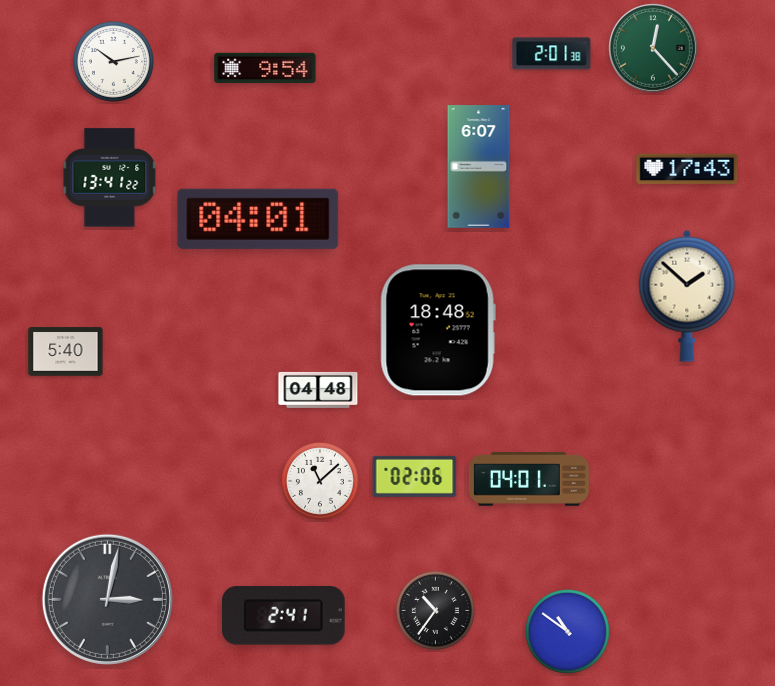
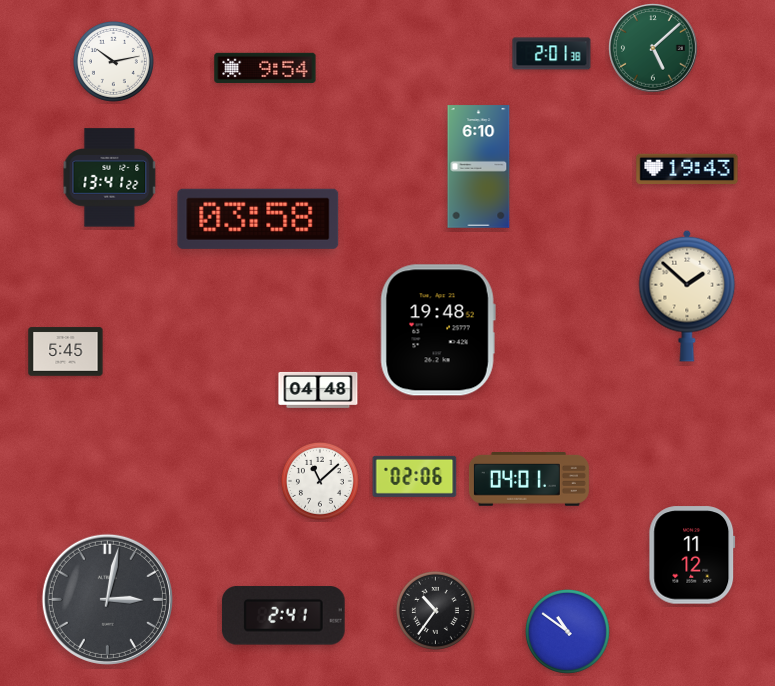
clock at (654, 49): 12:23 -> 5:08
clock at (479, 167): 6:07 -> 6:10
clock at (687, 168): 17:43 -> 19:43
clock at (258, 219): 04:01 -> 03:58
clock at (438, 330): 18:48 -> 19:48
clock at (66, 352): 5:40 -> 5:45
clock at (692, 555): none -> 11:12
